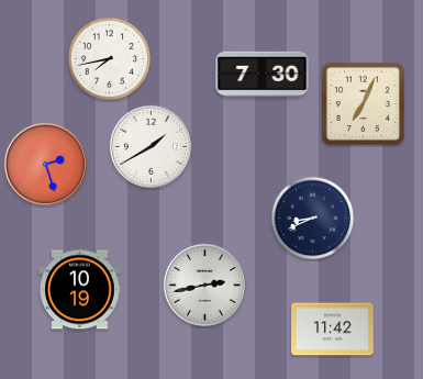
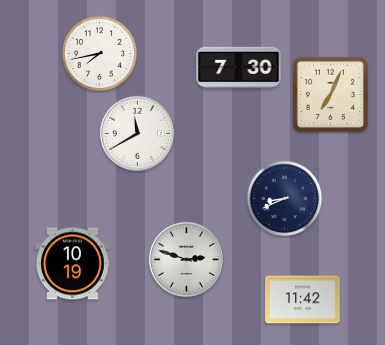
clock at (151, 146): 1:40 -> 11:40
clock at (45, 164): 2:27 -> none
clock at (204, 285): 2:43 -> 2:48
